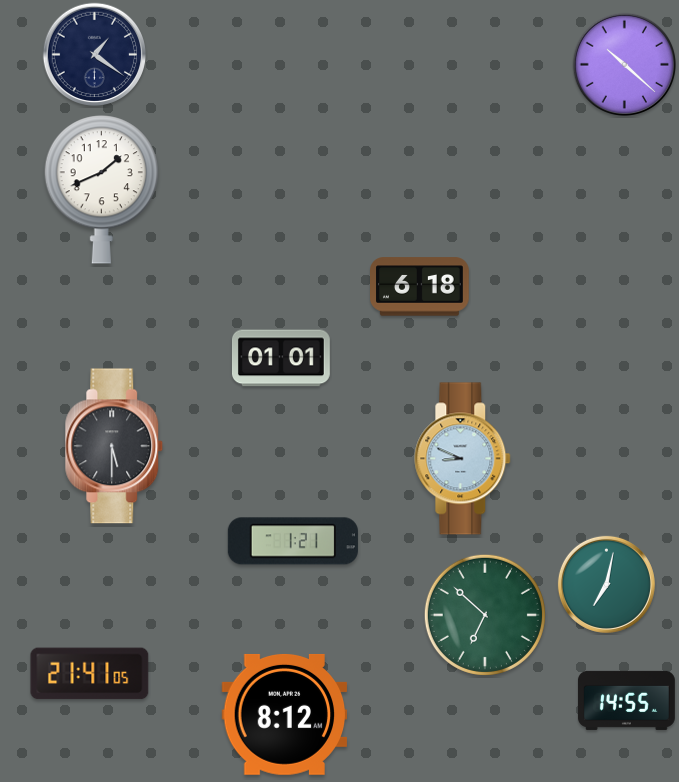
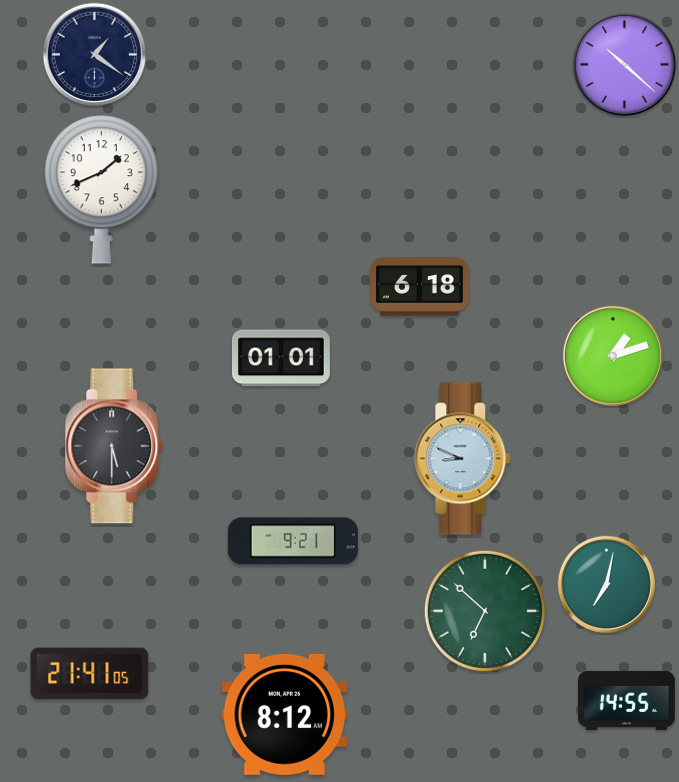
clock at (613, 356): none -> 1:12
clock at (293, 541): 1:21 -> 9:21
clock at (485, 615) position: (485, 615) -> (485, 611)
